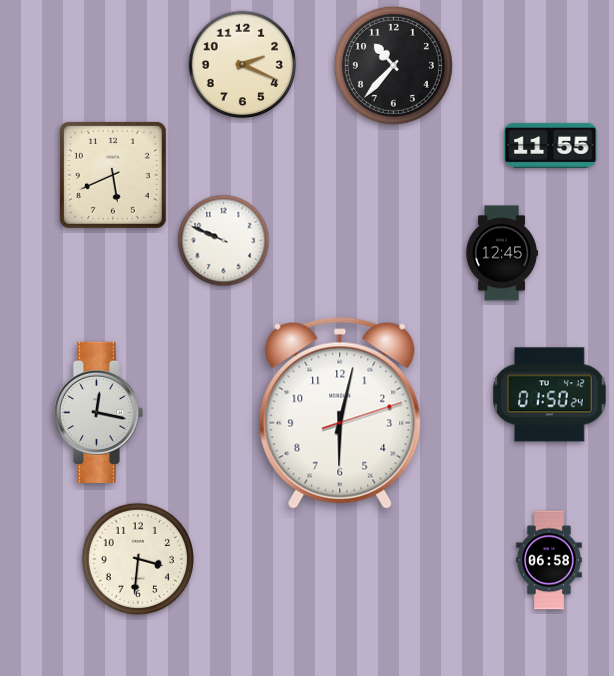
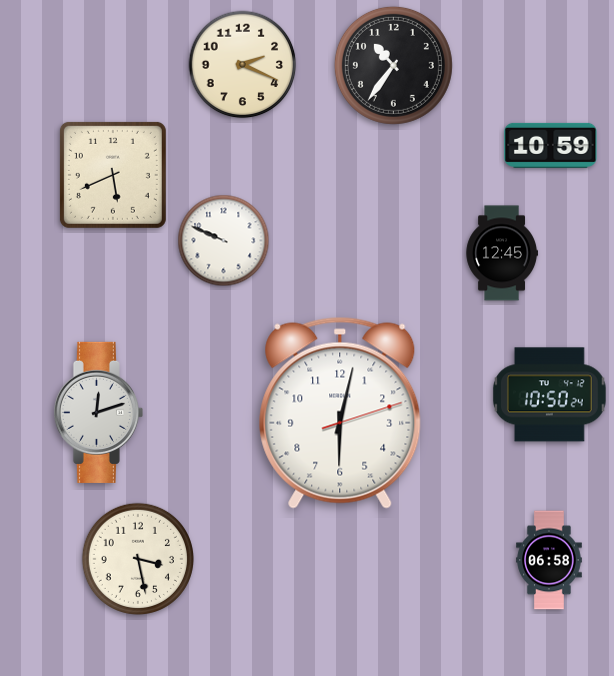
clock at (393, 65): 10:37 -> 10:36
clock at (551, 145): 11:55 -> 10:59
clock at (549, 395): 01:50 -> 10:50
clock at (98, 412): 12:17 -> 12:12
clock at (138, 559): 3:31 -> 3:28
